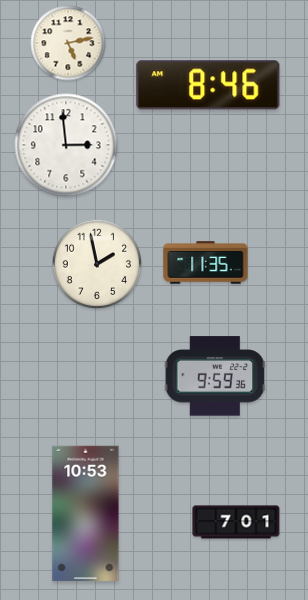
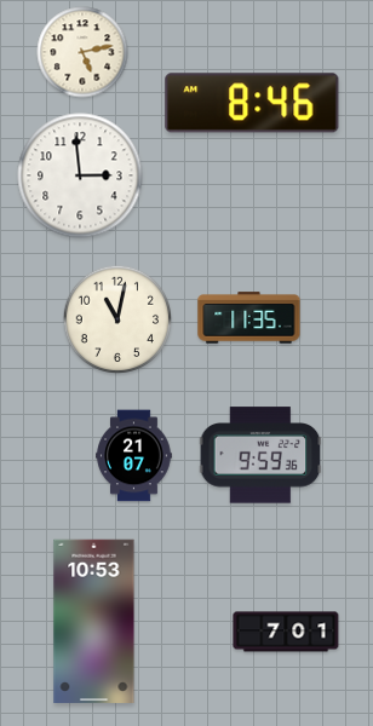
clock at (97, 264): 1:58 -> 11:02
clock at (134, 456): none -> 21:07
clock at (86, 514) position: (86, 514) -> (94, 622)
